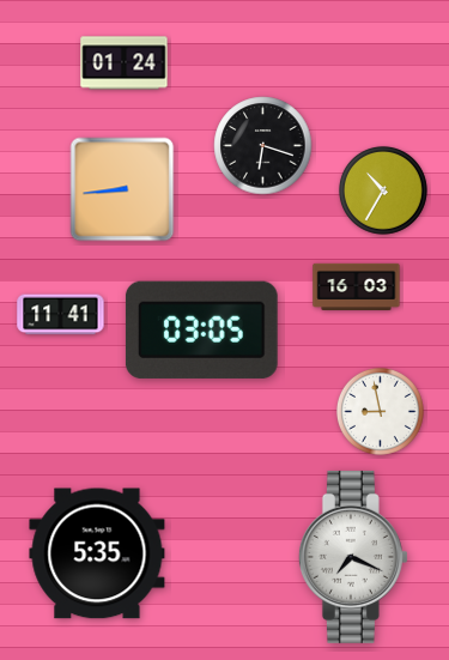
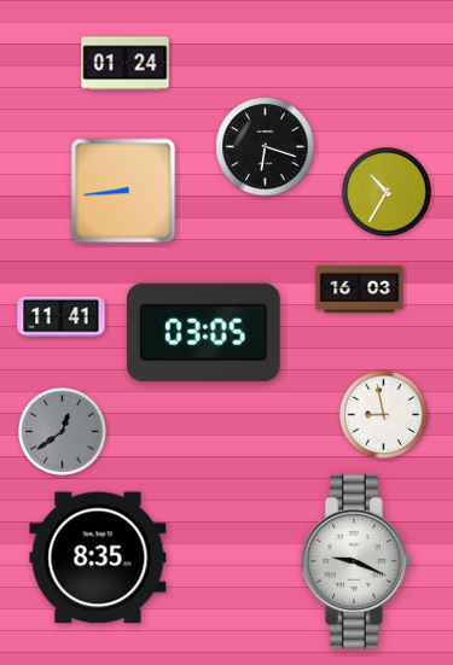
clock at (62, 431): none -> 12:39
clock at (97, 553): 5:35 -> 8:35
clock at (353, 557): 7:19 -> 9:19
